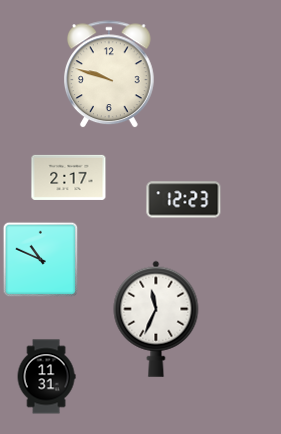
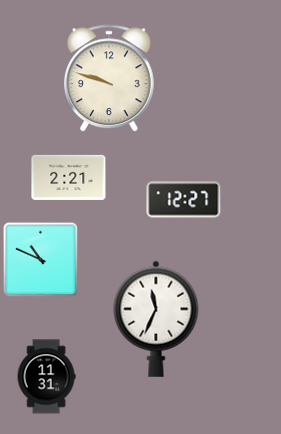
clock at (110, 75) position: (110, 75) -> (110, 79)
clock at (69, 177): 2:17 -> 2:21
clock at (184, 200): 12:23 -> 12:27
